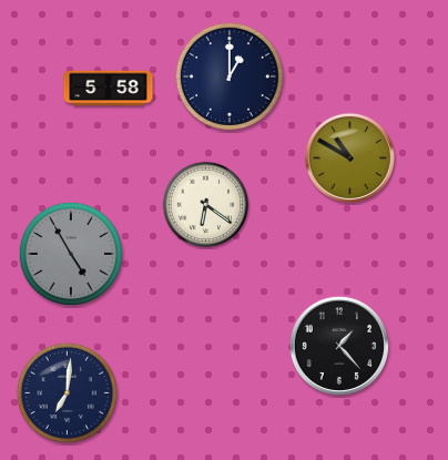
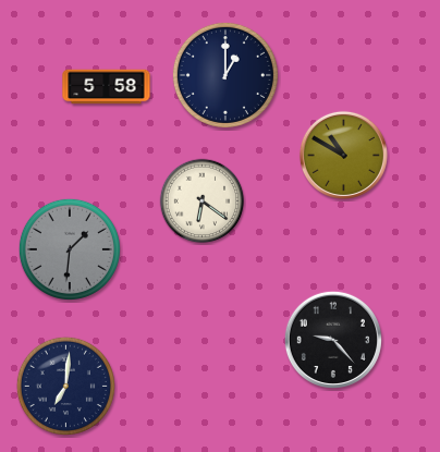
clock at (71, 254): 4:55 -> 1:31
clock at (339, 346): 1:23 -> 9:23
